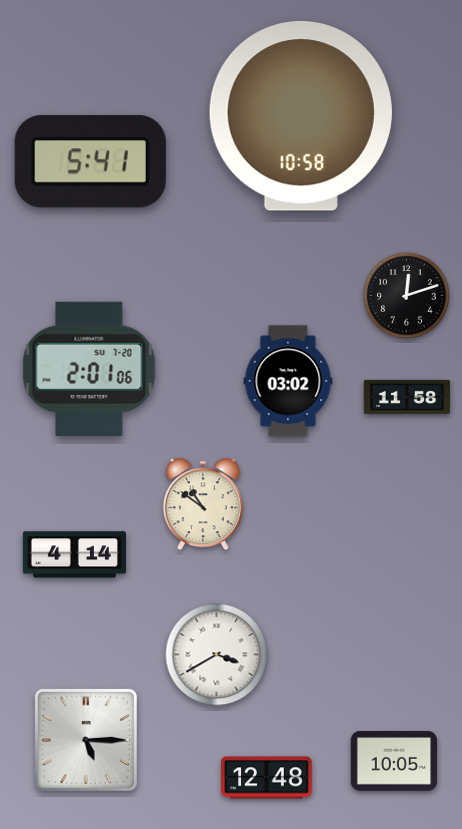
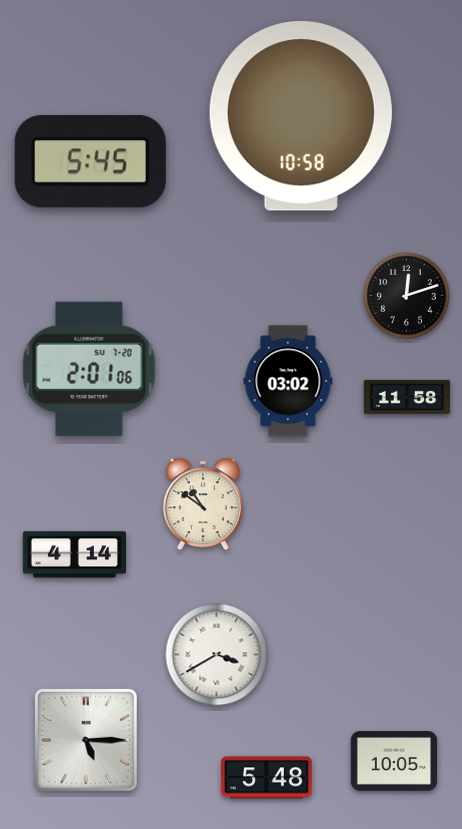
clock at (90, 162): 5:41 -> 5:45
clock at (267, 778): 12:48 -> 5:48
